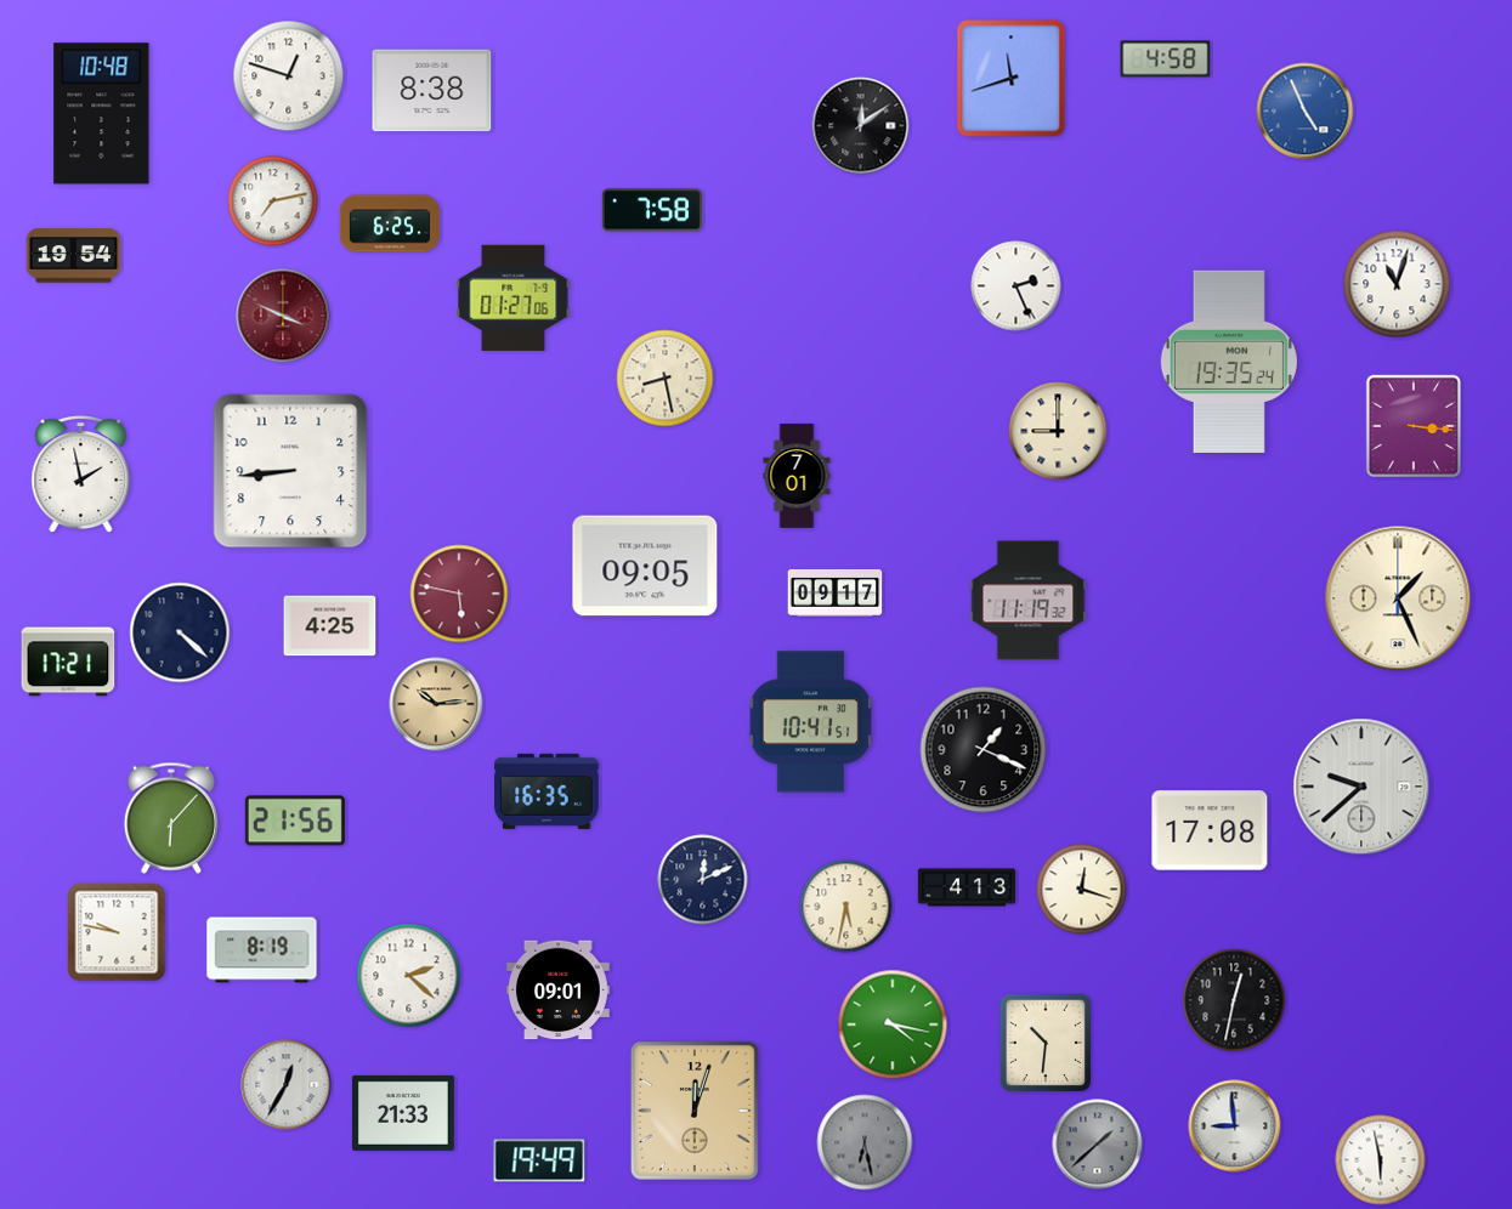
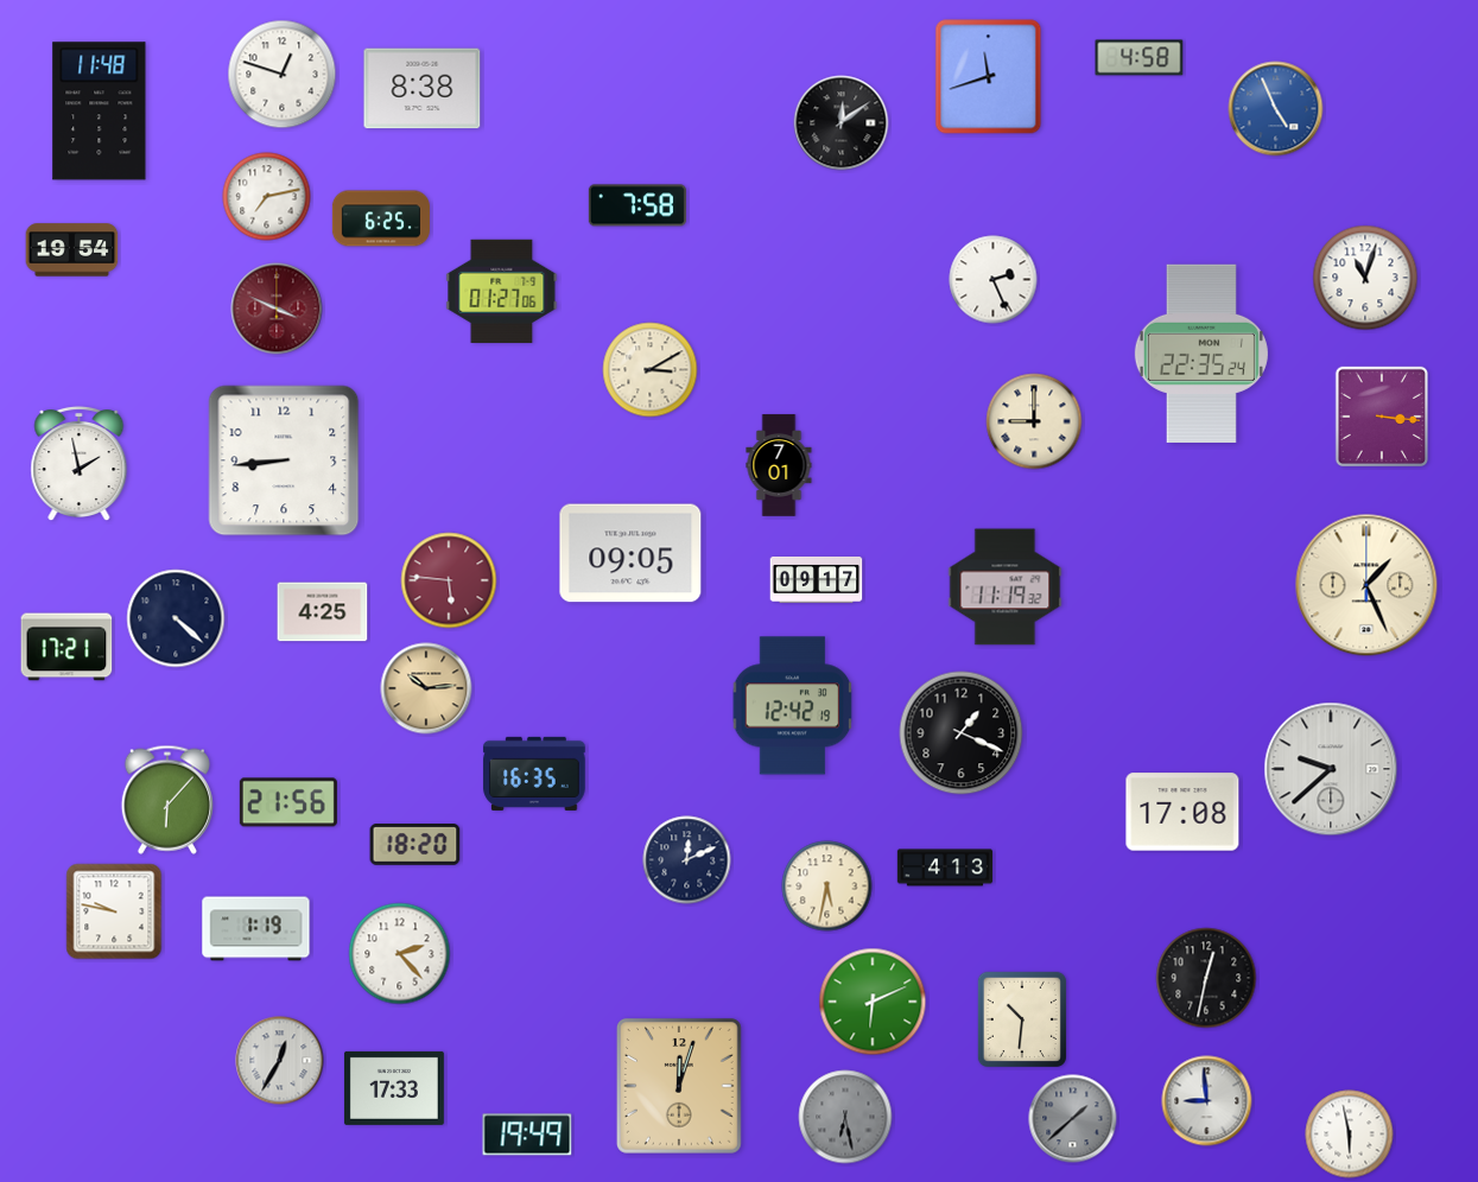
clock at (102, 114): 10:48 -> 11:48
clock at (1229, 361): 19:35 -> 22:35
clock at (666, 379): 8:28 -> 3:10
clock at (459, 594): 5:47 -> 5:46
clock at (811, 722): 10:41 -> 12:42
clock at (416, 845): none -> 18:20
clock at (1082, 890): 12:18 -> none
clock at (262, 950): 8:19 -> 1:19
clock at (409, 976): 2:22 -> 2:23
clock at (559, 991): 09:01 -> none
clock at (893, 1024): 4:17 -> 6:11
clock at (403, 1113): 21:33 -> 17:33
